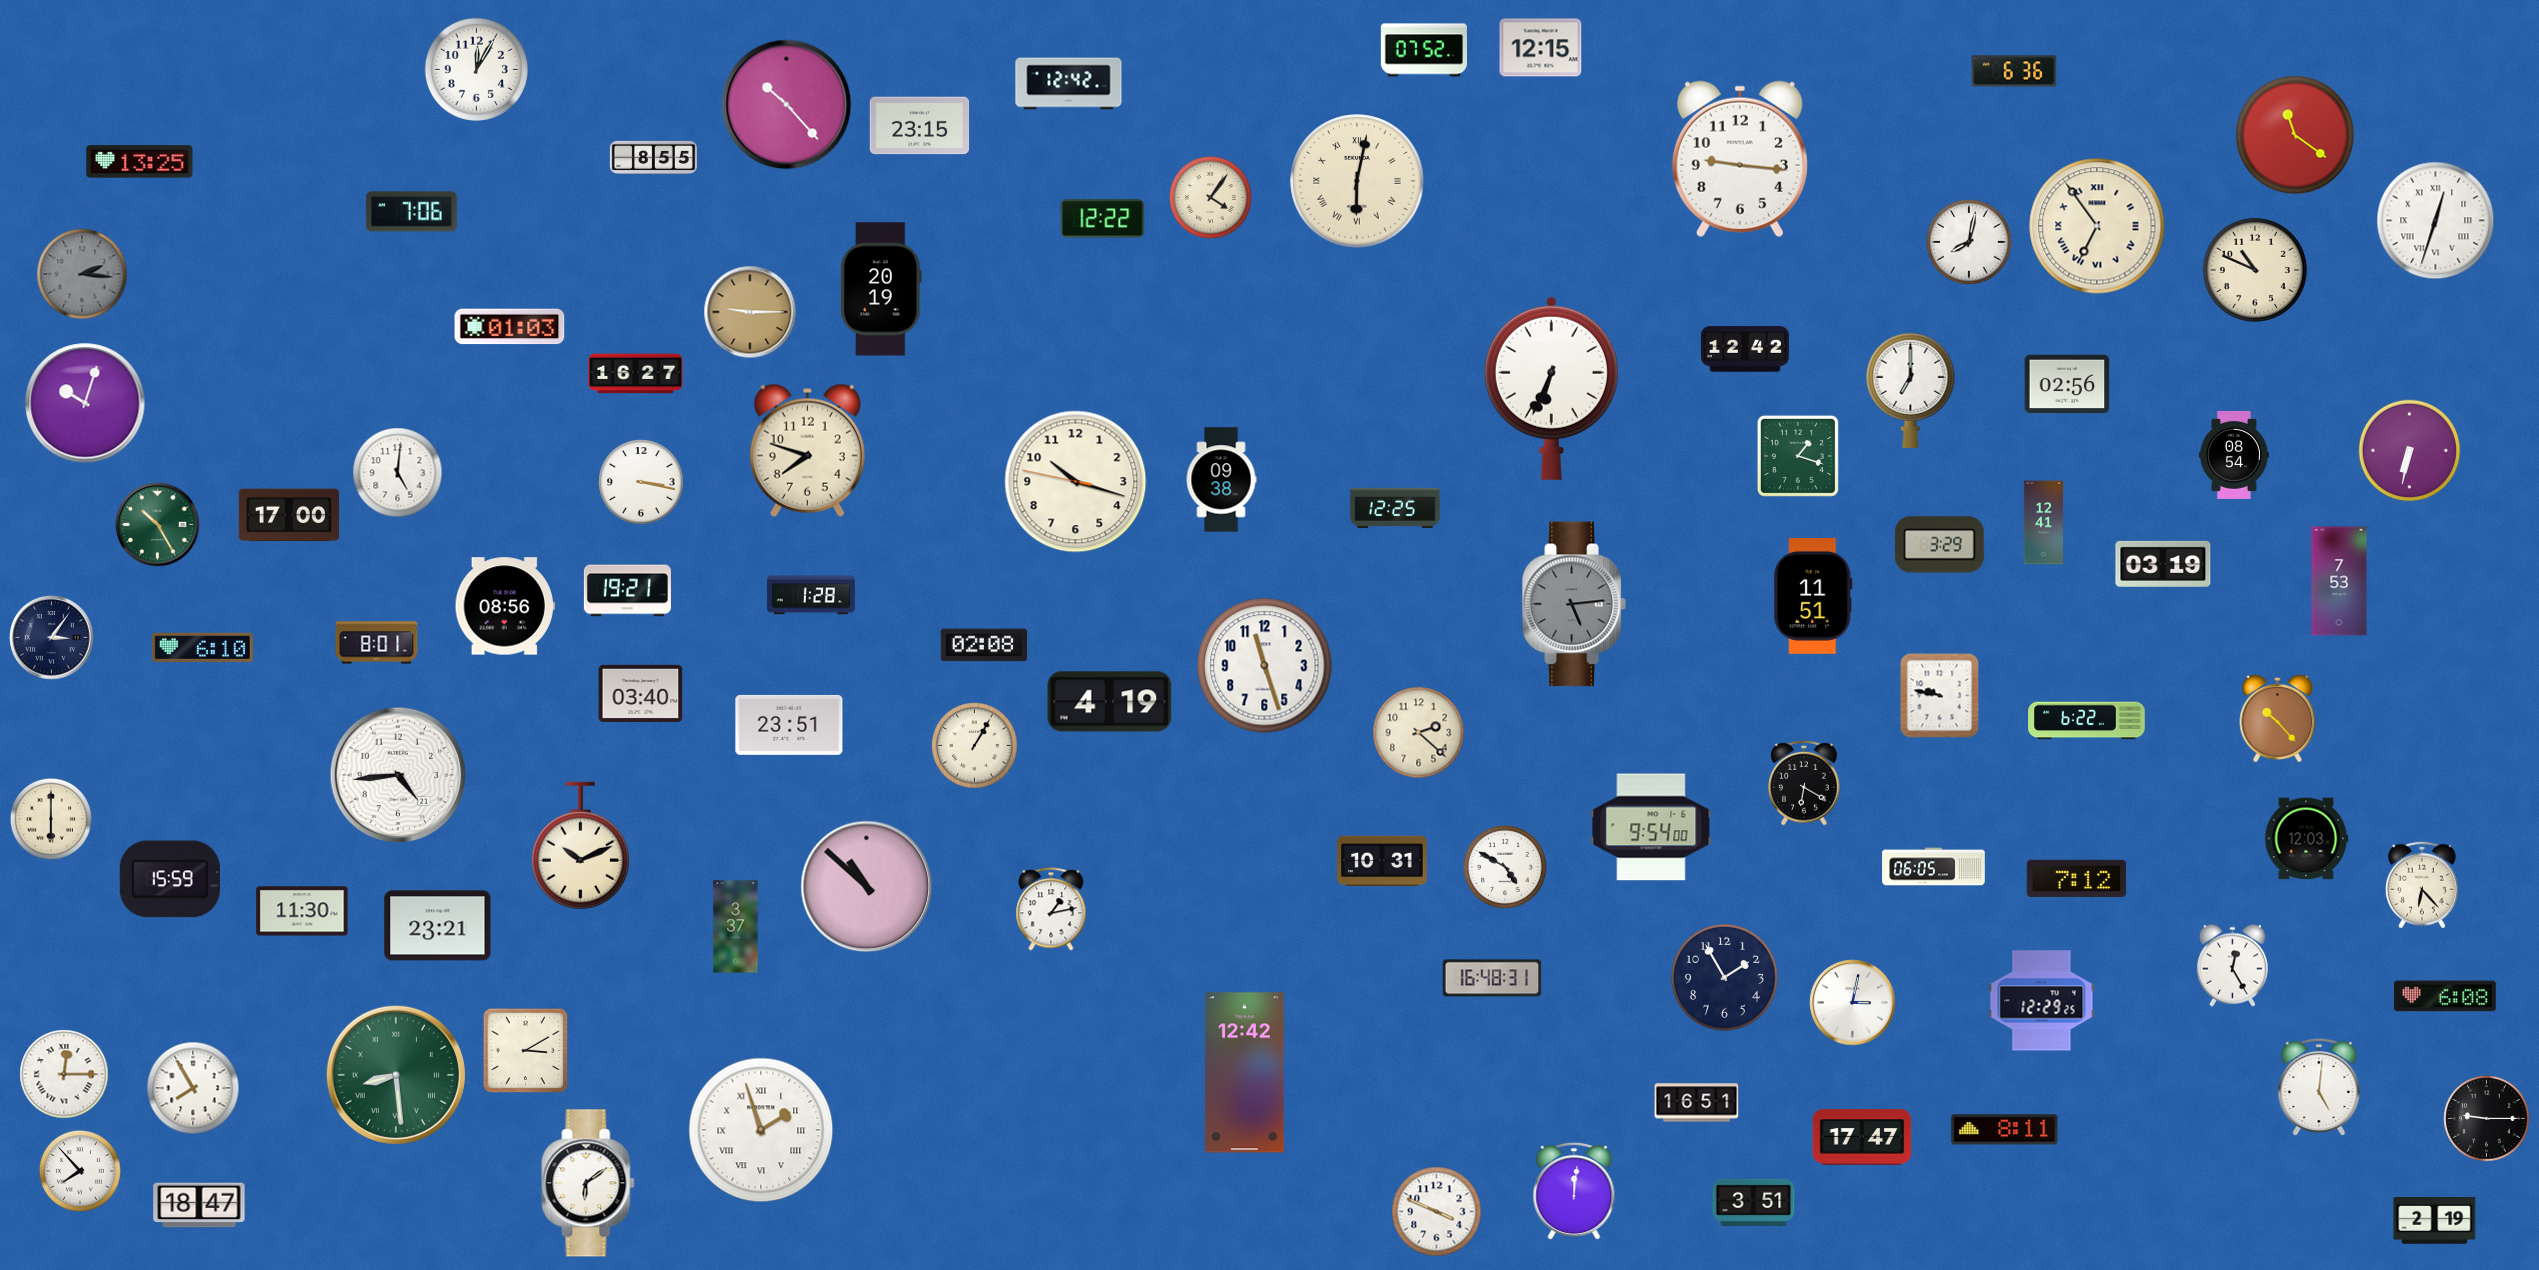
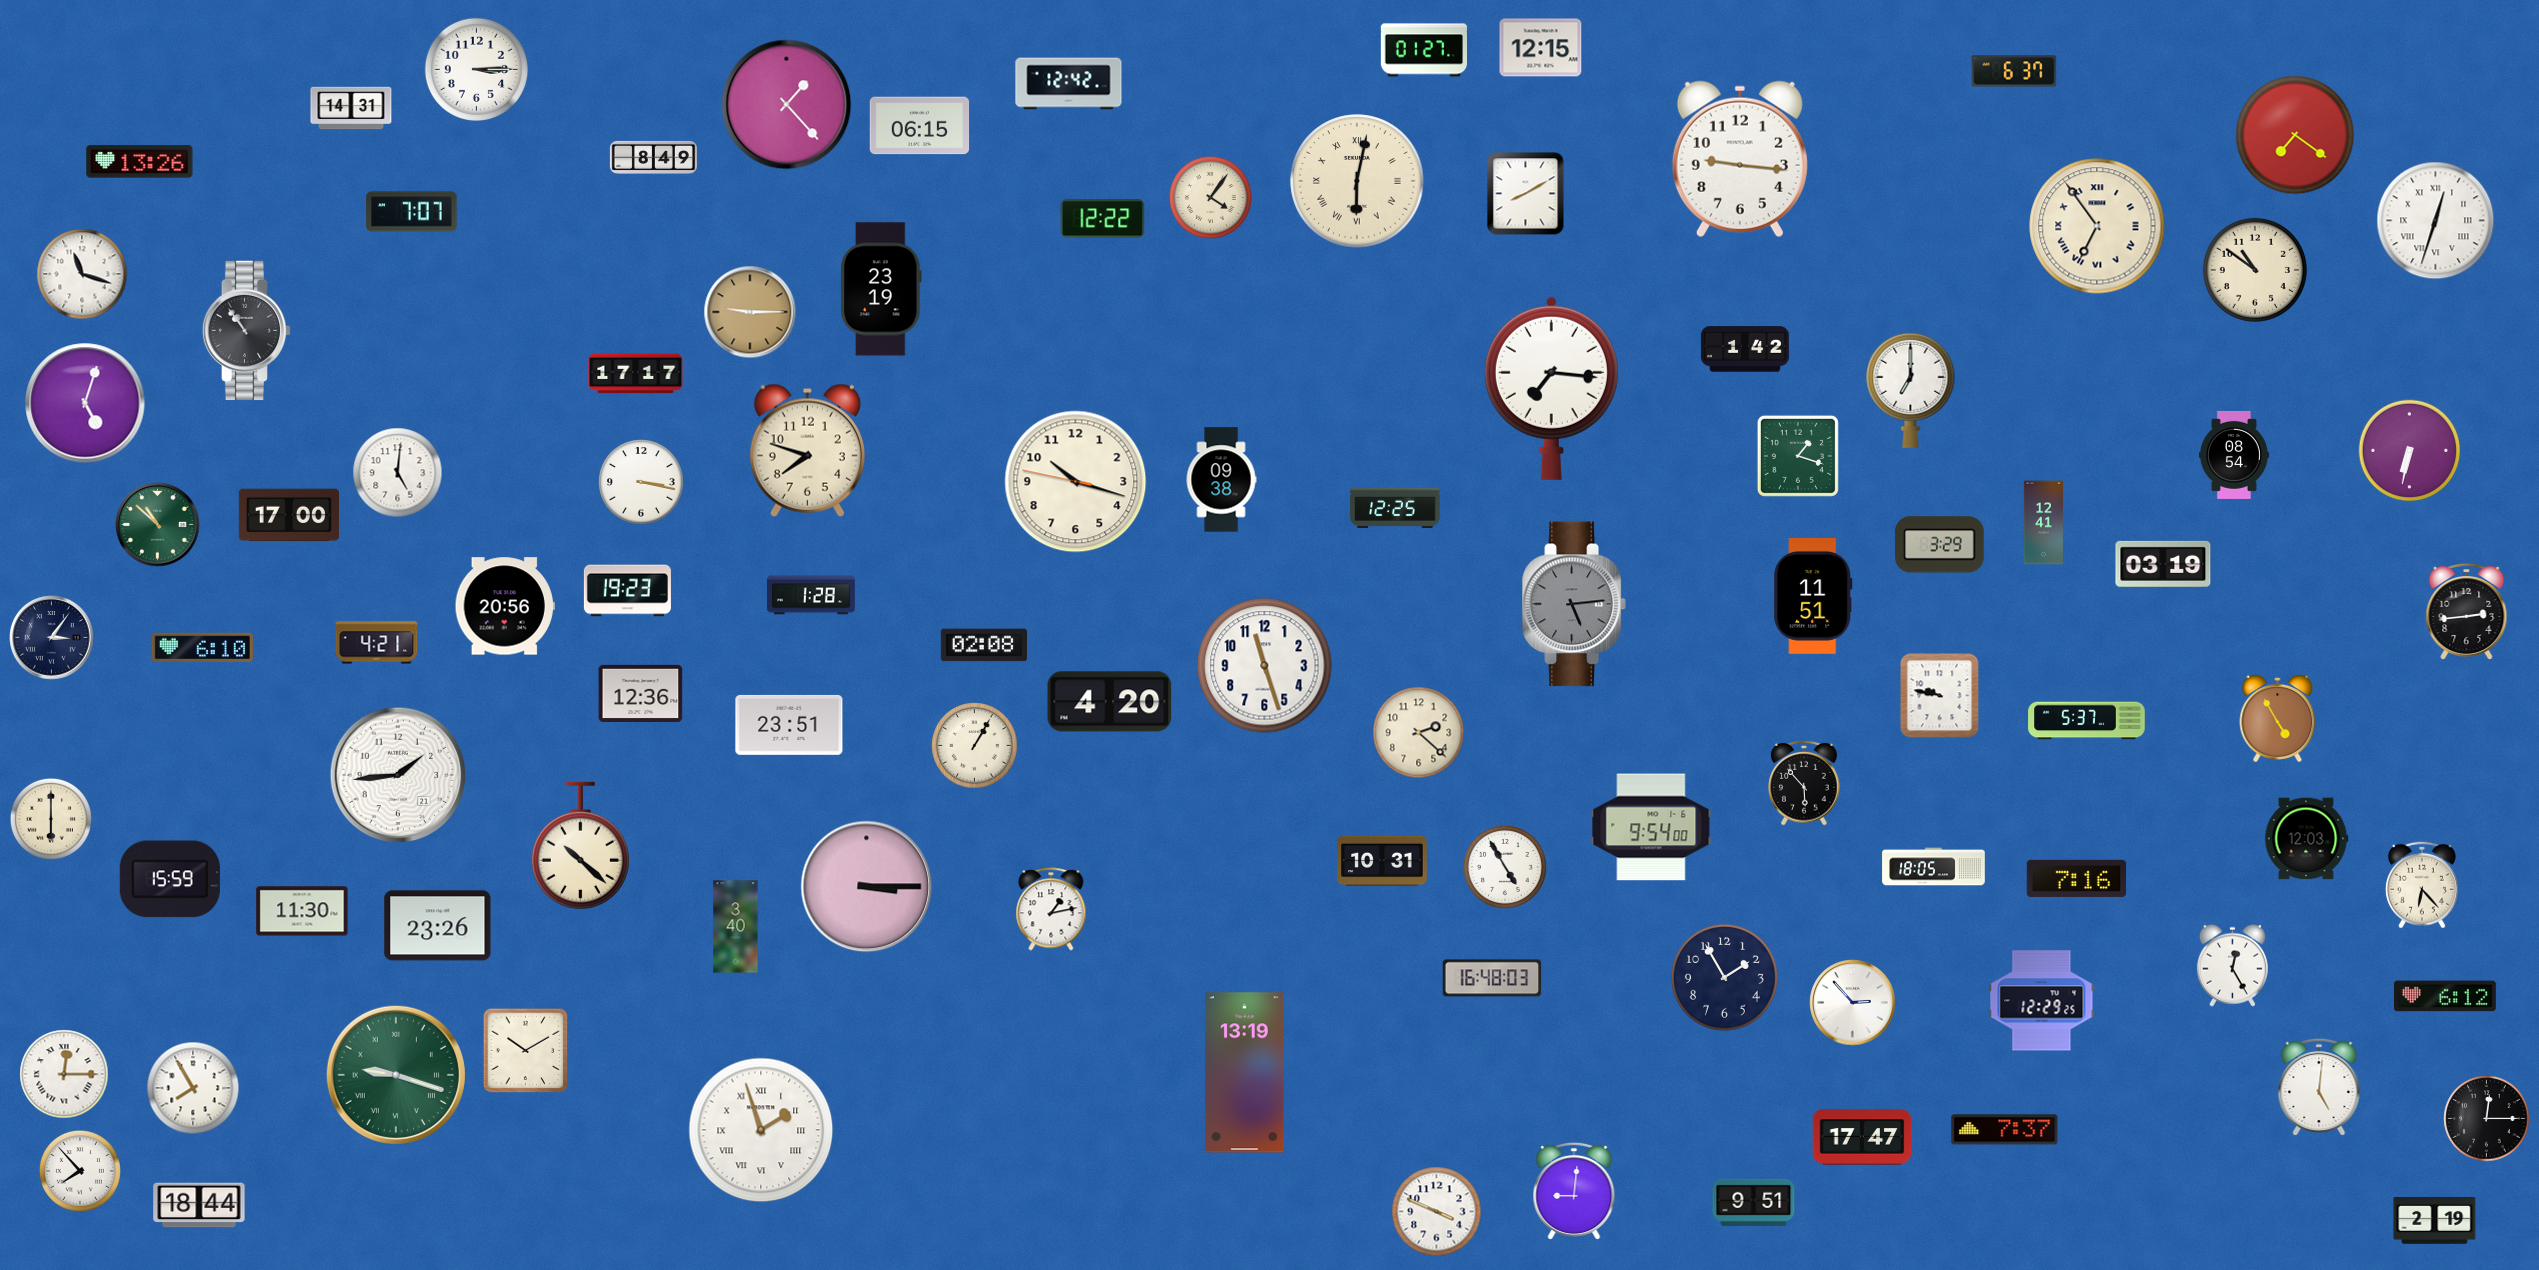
clock at (1423, 50): 07:52 -> 01:27
clock at (476, 69): 12:05 -> 3:15
clock at (2014, 71): 6:36 -> 6:37
clock at (787, 105): 10:23 -> 1:23
clock at (351, 108): none -> 14:31
clock at (920, 126): 23:15 -> 06:15
clock at (2295, 135): 11:21 -> 7:21
clock at (653, 157): 8:55 -> 8:49
clock at (140, 162): 13:25 -> 13:26
clock at (1526, 194): none -> 8:10
clock at (412, 212): 7:06 -> 7:07
clock at (1969, 242): 8:02 -> none
clock at (2255, 270): 10:49 -> 10:51
clock at (82, 274): 2:16 -> 11:18
clock at (82, 274) dial: grey -> white
clock at (881, 289): 20:19 -> 23:19
clock at (510, 327): 01:03 -> none
clock at (247, 331): none -> 10:54
clock at (1745, 349): 12:42 -> 1:42
clock at (636, 374): 16:27 -> 17:17
clock at (2067, 384): 02:56 -> none
clock at (1551, 388): 6:34 -> 7:16
clock at (85, 403): 10:03 -> 5:03
clock at (158, 525): 10:25 -> 10:52
clock at (2339, 581): 7:53 -> none
clock at (627, 591): 19:21 -> 19:23
clock at (505, 606): 08:56 -> 20:56
clock at (2467, 612): none -> 2:44
clock at (377, 643): 8:01 -> 4:21
clock at (641, 693): 03:40 -> 12:36
clock at (1110, 702): 4:19 -> 4:20
clock at (2278, 718): 10:23 -> 4:55
clock at (2087, 721): 6:22 -> 5:37
clock at (398, 775): 4:44 -> 1:44
clock at (1804, 783): 6:20 -> 5:53
clock at (580, 846): 10:11 -> 10:22
clock at (1505, 867): 4:50 -> 4:55
clock at (1934, 867): 06:05 -> 18:05
clock at (2077, 878): 7:12 -> 7:16
clock at (867, 887): 10:52 -> 3:15
clock at (438, 926): 23:21 -> 23:26
clock at (736, 927): 3:37 -> 3:40
clock at (1492, 978): 16:48:31 -> 16:48:03
clock at (2445, 996): 6:08 -> 6:12
clock at (1853, 1003): 3:02 -> 2:53
clock at (526, 1051): 3:10 -> 10:10
clock at (1244, 1073): 12:42 -> 13:19
clock at (396, 1075): 8:29 -> 9:18
clock at (1697, 1103): 16:51 -> none
clock at (2487, 1119): 9:15 -> 12:15
clock at (2005, 1130): 8:11 -> 7:37
clock at (588, 1183): 6:09 -> none
clock at (1574, 1191): 12:01 -> 9:01
clock at (1754, 1202): 3:51 -> 9:51
clock at (199, 1205): 18:47 -> 18:44
